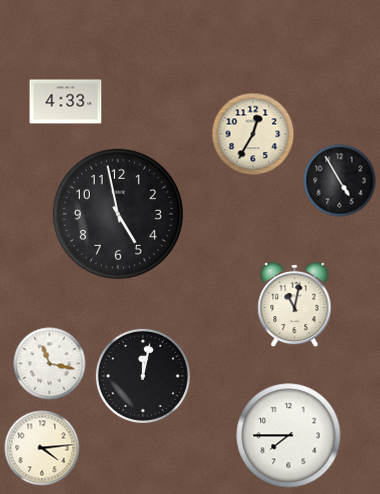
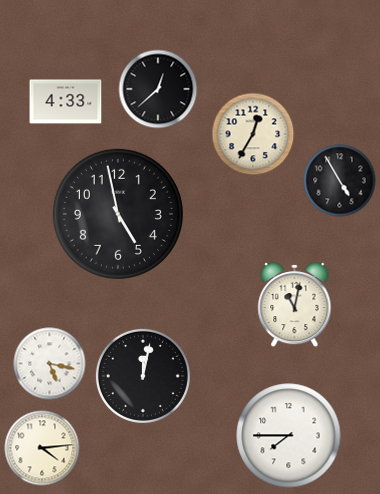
clock at (158, 89): none -> 12:38
clock at (50, 364): 11:17 -> 5:17
